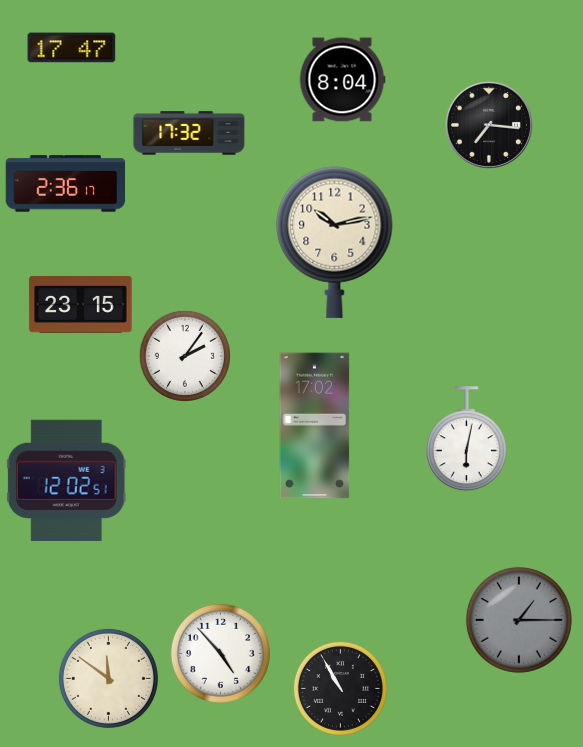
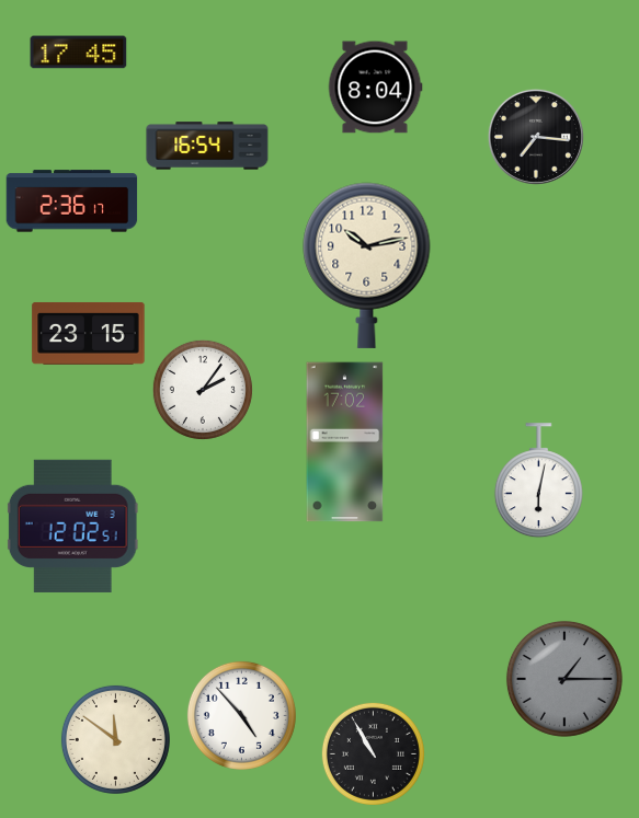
clock at (72, 48): 17:47 -> 17:45
clock at (189, 133): 17:32 -> 16:54
clock at (315, 426) position: (315, 426) -> (345, 442)
clock at (466, 439) position: (466, 439) -> (538, 481)
clock at (519, 620) position: (519, 620) -> (564, 679)
clock at (108, 678) position: (108, 678) -> (115, 739)
